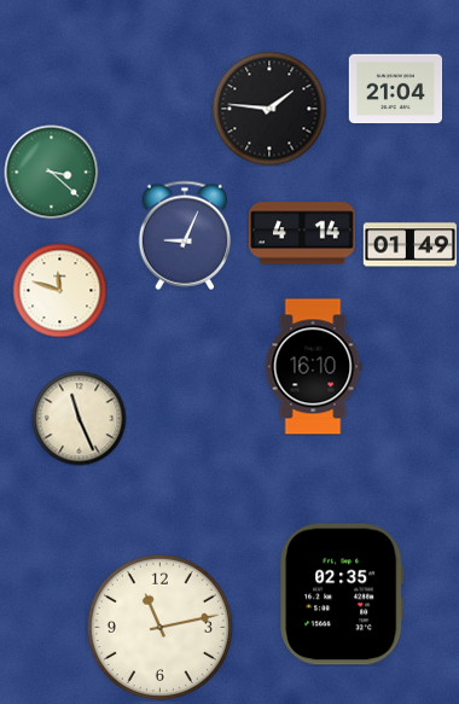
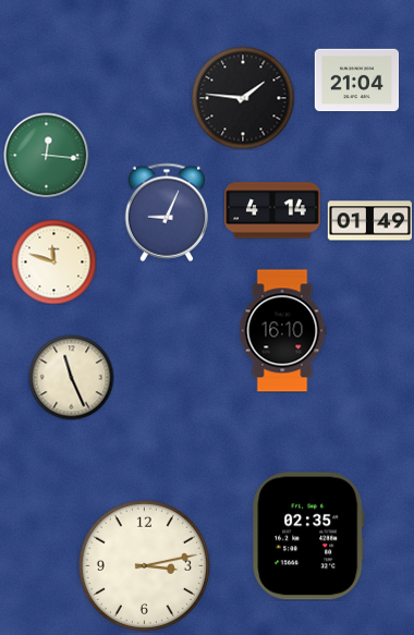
clock at (51, 171): 3:22 -> 12:16
clock at (159, 627): 11:13 -> 3:13
